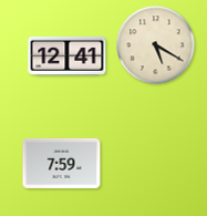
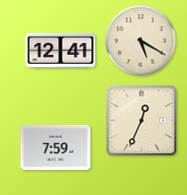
clock at (142, 121): none -> 12:34
